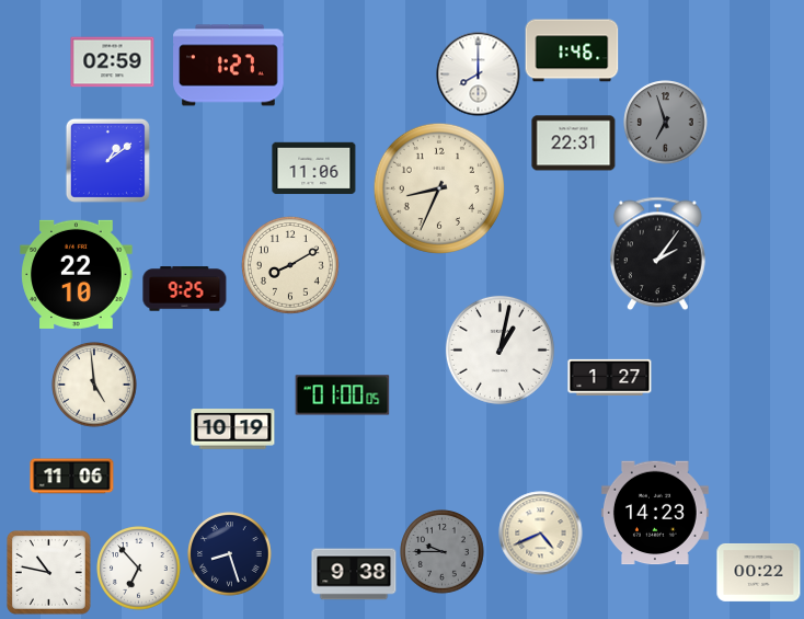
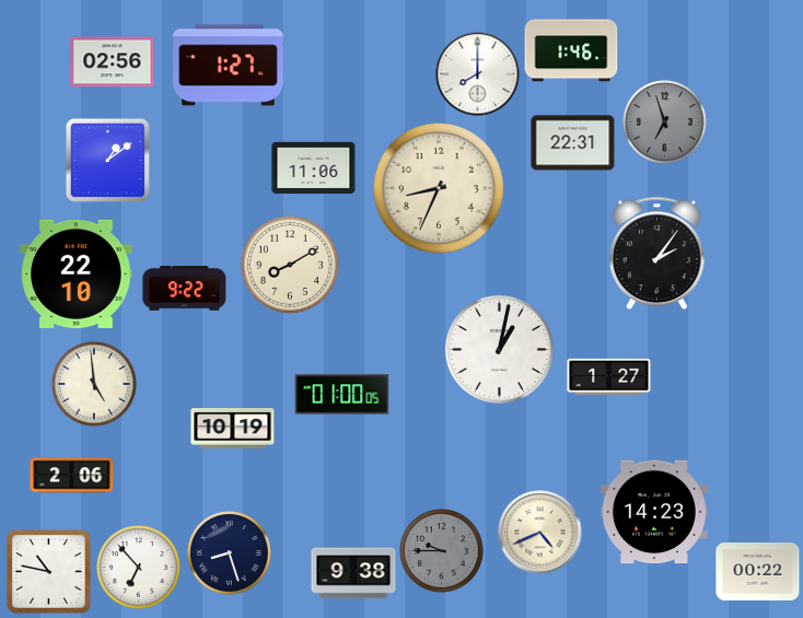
clock at (113, 62): 02:59 -> 02:56
clock at (185, 289): 9:25 -> 9:22
clock at (72, 477): 11:06 -> 2:06
